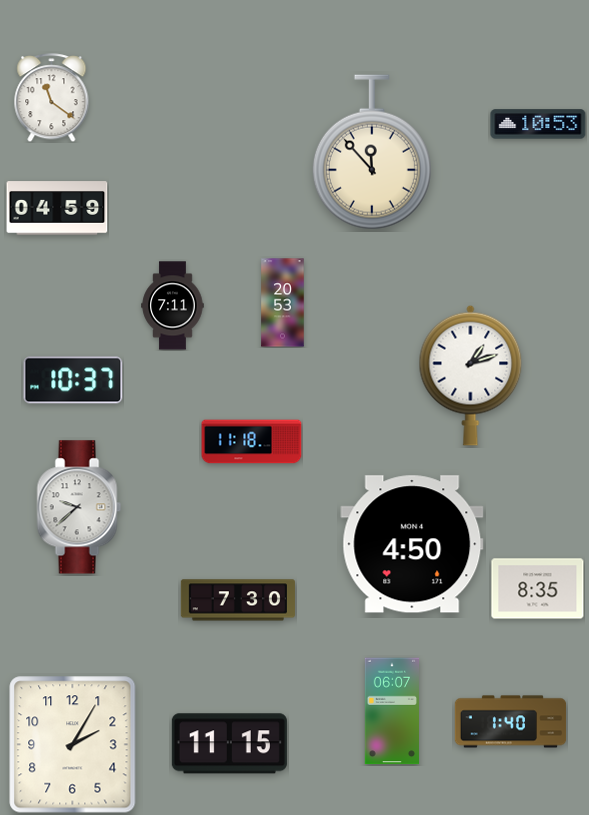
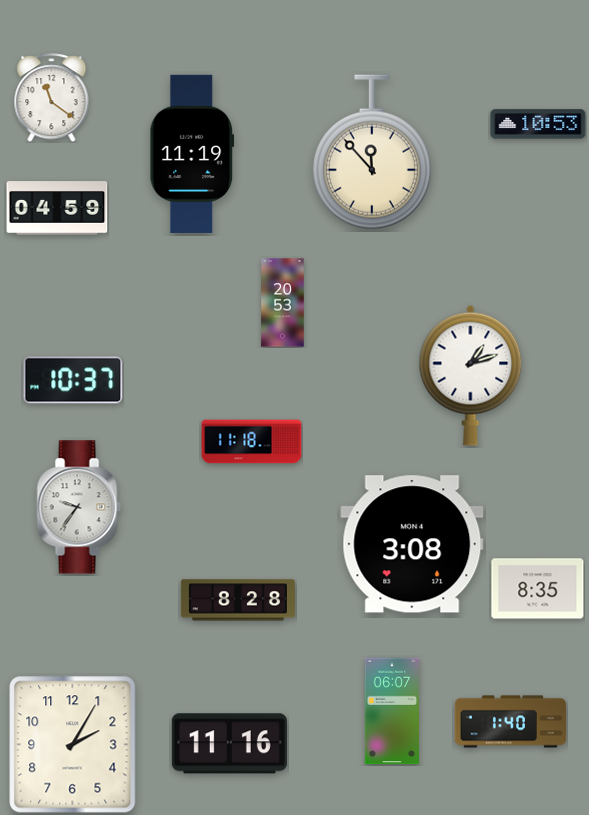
clock at (192, 154): none -> 11:19
clock at (173, 306): 7:11 -> none
clock at (79, 507): 9:38 -> 9:36
clock at (412, 544): 4:50 -> 3:08
clock at (238, 600): 7:30 -> 8:28
clock at (229, 744): 11:15 -> 11:16
